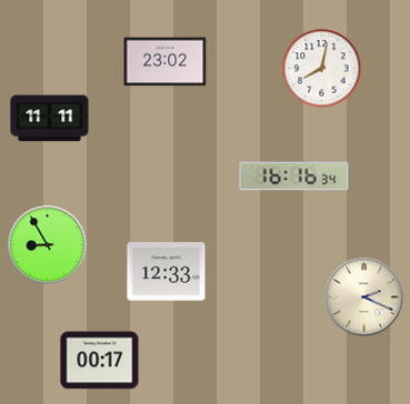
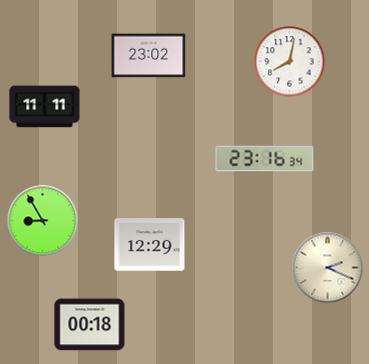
clock at (294, 176): 16:16 -> 23:16
clock at (167, 272): 12:33 -> 12:29
clock at (100, 361): 00:17 -> 00:18
